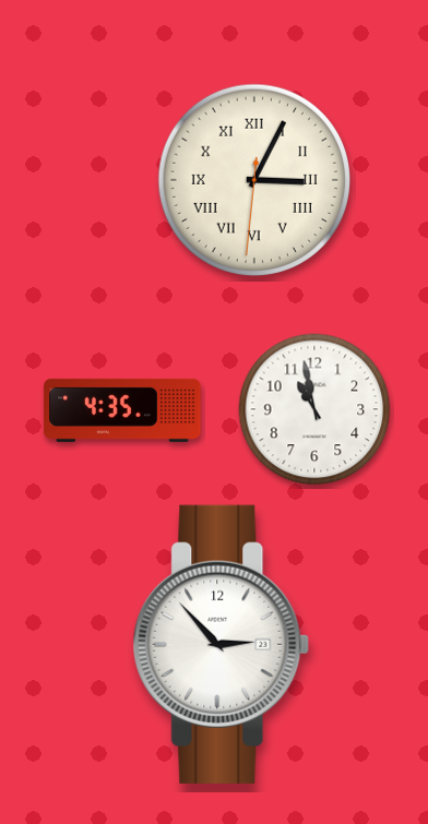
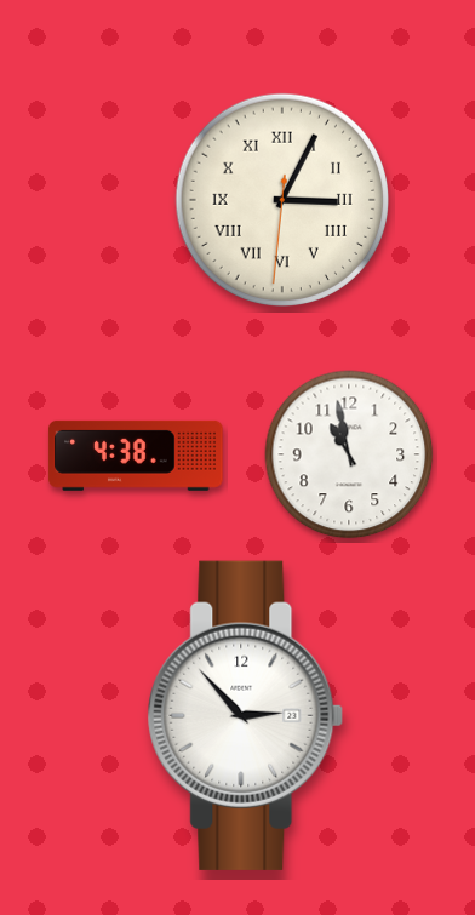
clock at (122, 410): 4:35 -> 4:38
